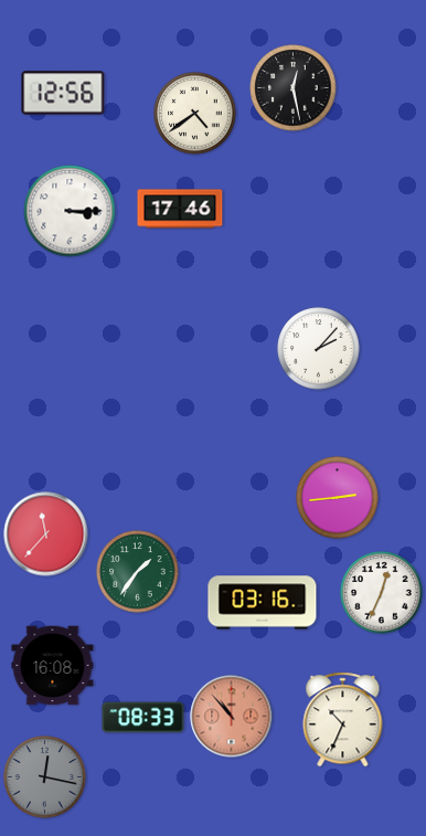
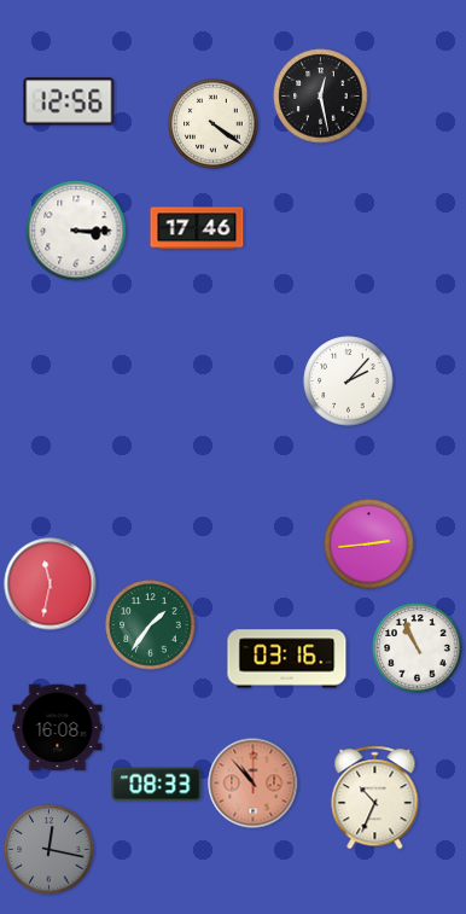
clock at (195, 114): 4:39 -> 4:21
clock at (46, 535): 11:37 -> 11:32
clock at (382, 593): 12:34 -> 10:56
clock at (343, 720) position: (343, 720) -> (375, 798)
